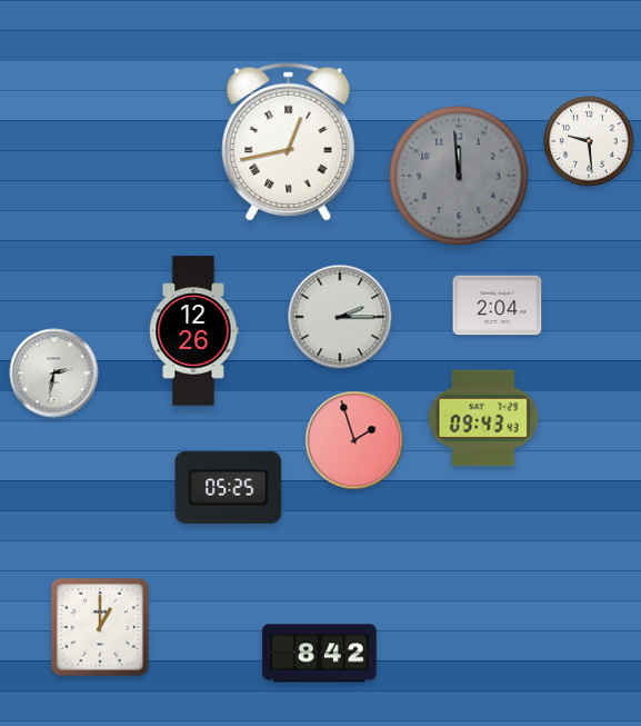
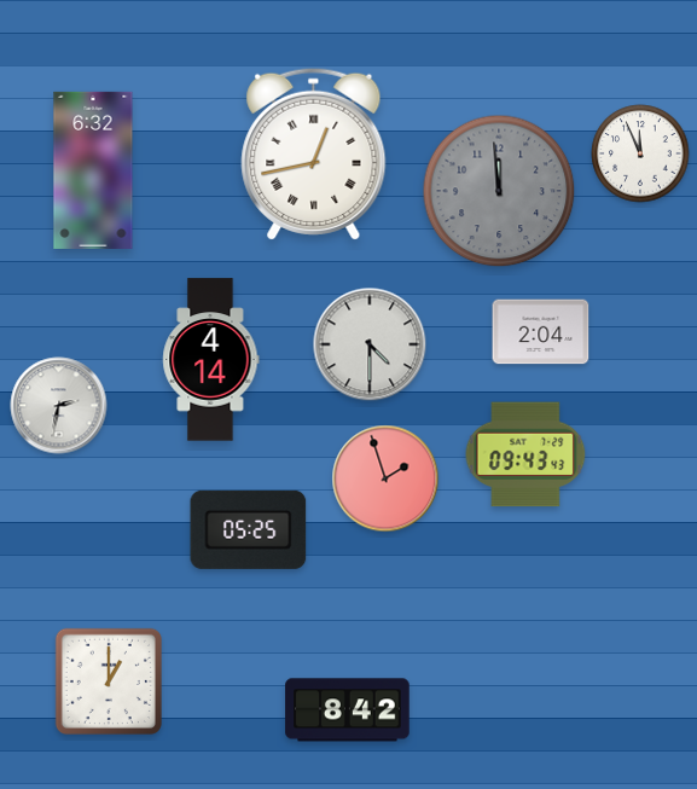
clock at (589, 141): 9:29 -> 11:56
clock at (93, 170): none -> 6:32
clock at (340, 317): 2:15 -> 4:30
clock at (194, 331): 12:26 -> 4:14
